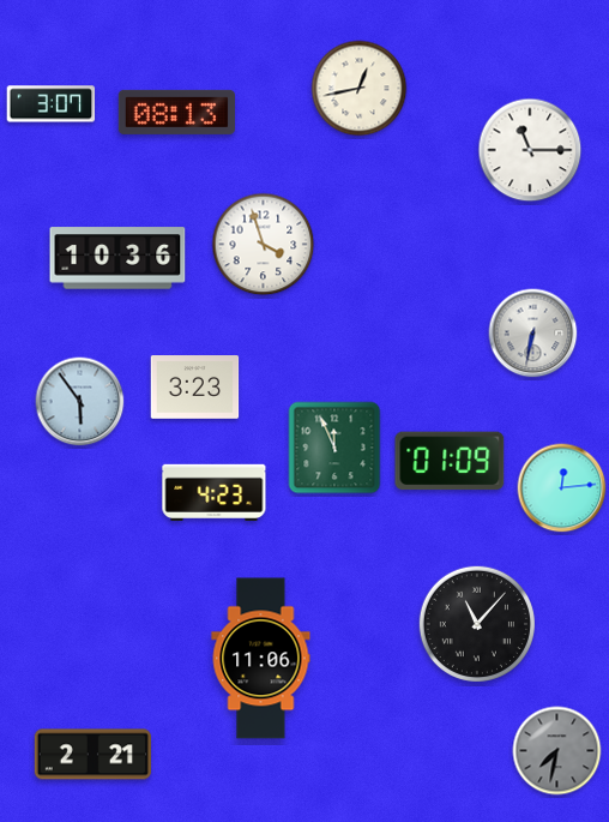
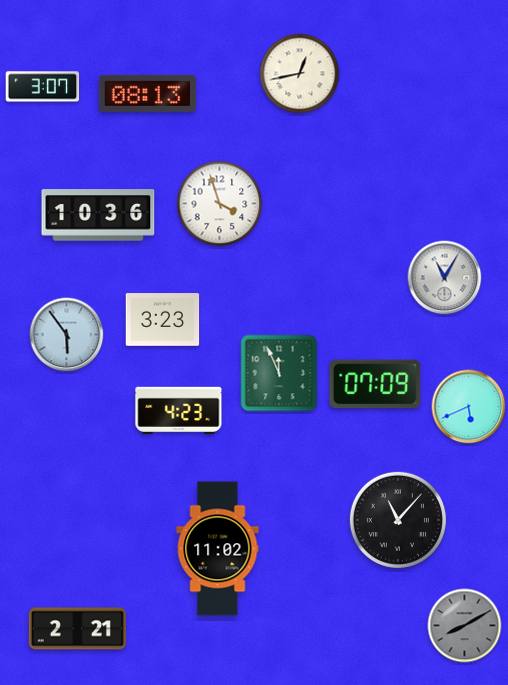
clock at (530, 150): 11:15 -> none
clock at (533, 334): 6:32 -> 11:05
clock at (195, 388) position: (195, 388) -> (163, 320)
clock at (450, 461): 01:09 -> 07:09
clock at (562, 488): 12:14 -> 5:41
clock at (261, 659): 11:06 -> 11:02
clock at (557, 751): 7:32 -> 8:10
